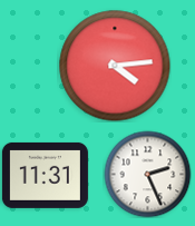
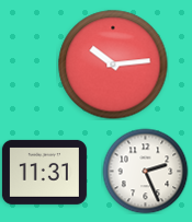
clock at (115, 66): 4:14 -> 10:14
